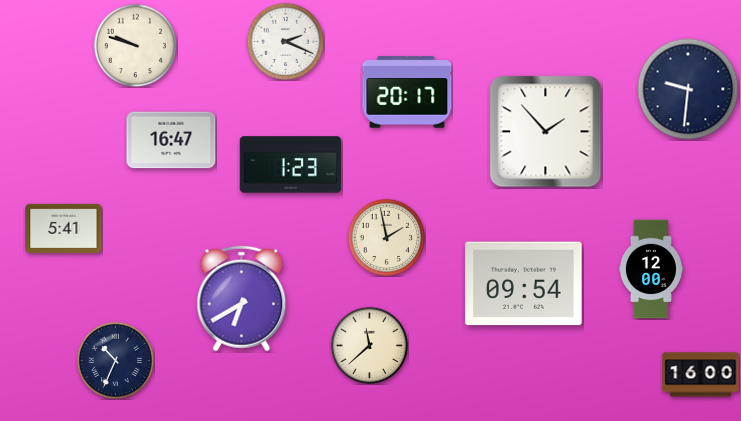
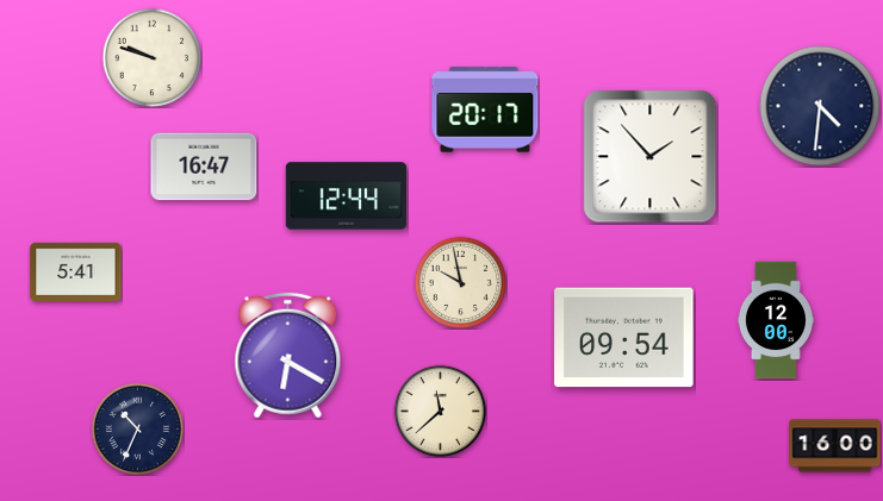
clock at (285, 41): 2:19 -> none
clock at (135, 45) position: (135, 45) -> (151, 57)
clock at (688, 89): 9:31 -> 4:31
clock at (291, 165): 1:23 -> 12:44
clock at (386, 237): 1:58 -> 9:58
clock at (242, 299): 6:40 -> 6:20
